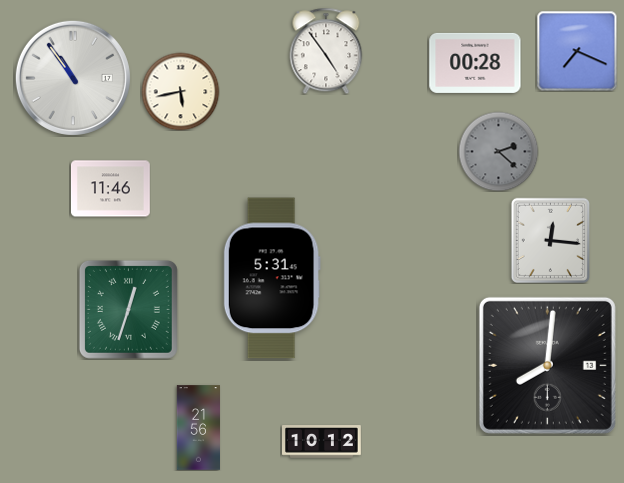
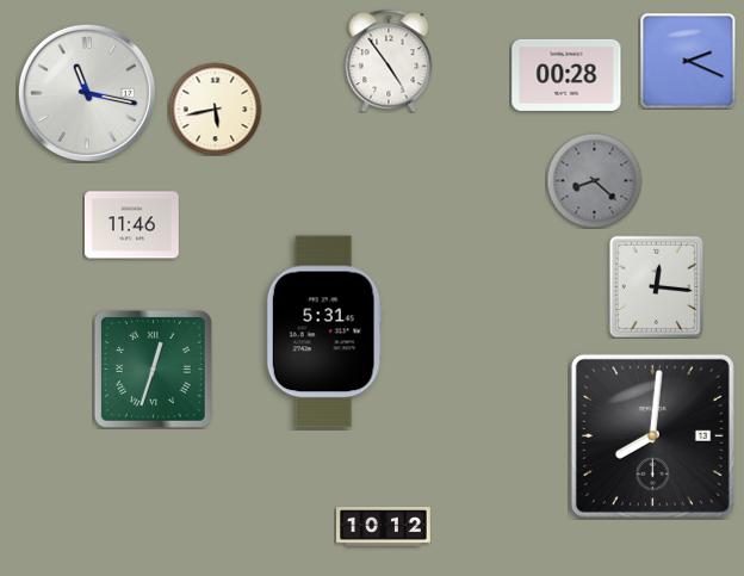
clock at (577, 51): 7:19 -> 2:19
clock at (73, 78): 10:54 -> 11:17
clock at (498, 151): 2:22 -> 8:22
clock at (199, 428): 21:56 -> none
